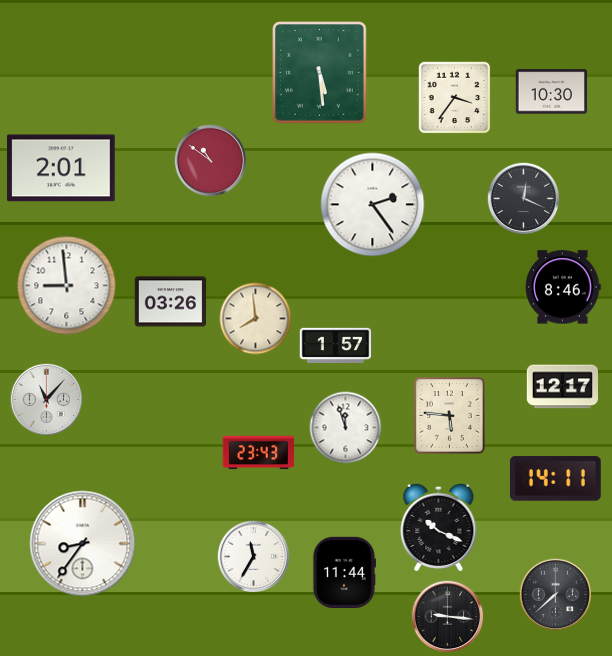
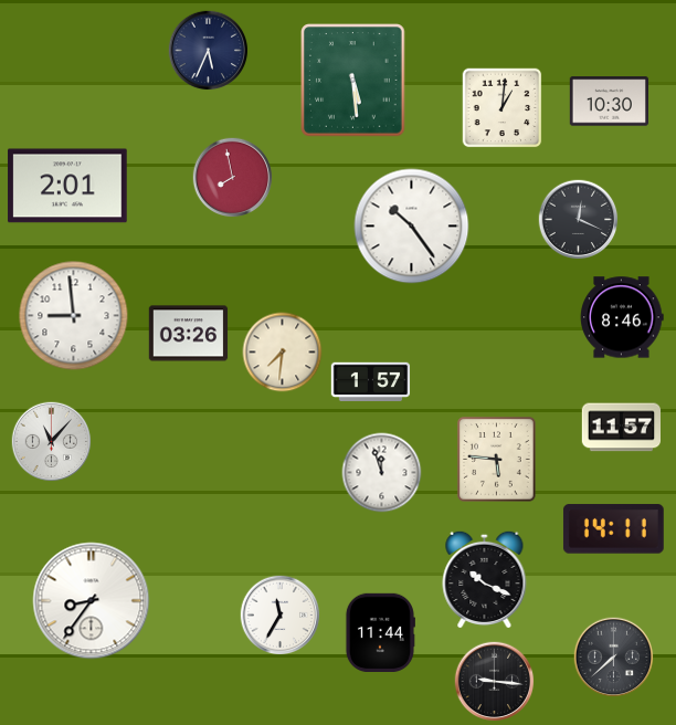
clock at (209, 51): none -> 5:34
clock at (455, 98): 3:36 -> 1:01
clock at (211, 161): 10:51 -> 7:58
clock at (373, 205): 2:24 -> 10:24
clock at (256, 319): 7:59 -> 7:31
clock at (563, 387): 12:17 -> 11:57
clock at (259, 453): 23:43 -> none
clock at (439, 527) position: (439, 527) -> (485, 579)
